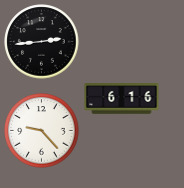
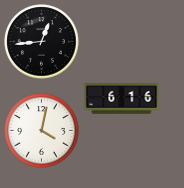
clock at (42, 42): 2:44 -> 12:44
clock at (42, 131): 9:23 -> 4:02
